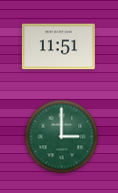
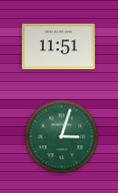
clock at (62, 137): 3:00 -> 3:03
